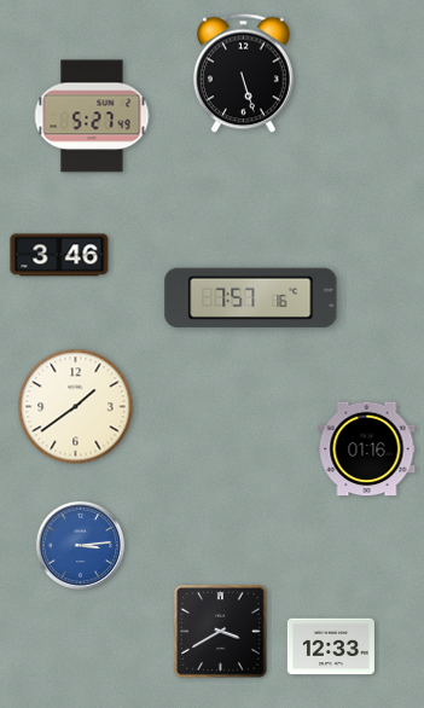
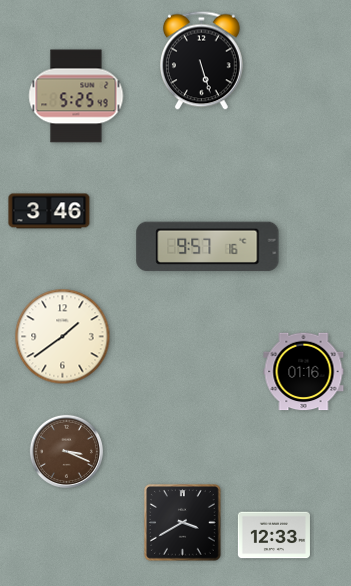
clock at (92, 116): 5:27 -> 5:25
clock at (251, 298): 7:57 -> 9:57
clock at (80, 545): 3:14 -> 3:19
clock at (80, 545) dial: blue -> brown
